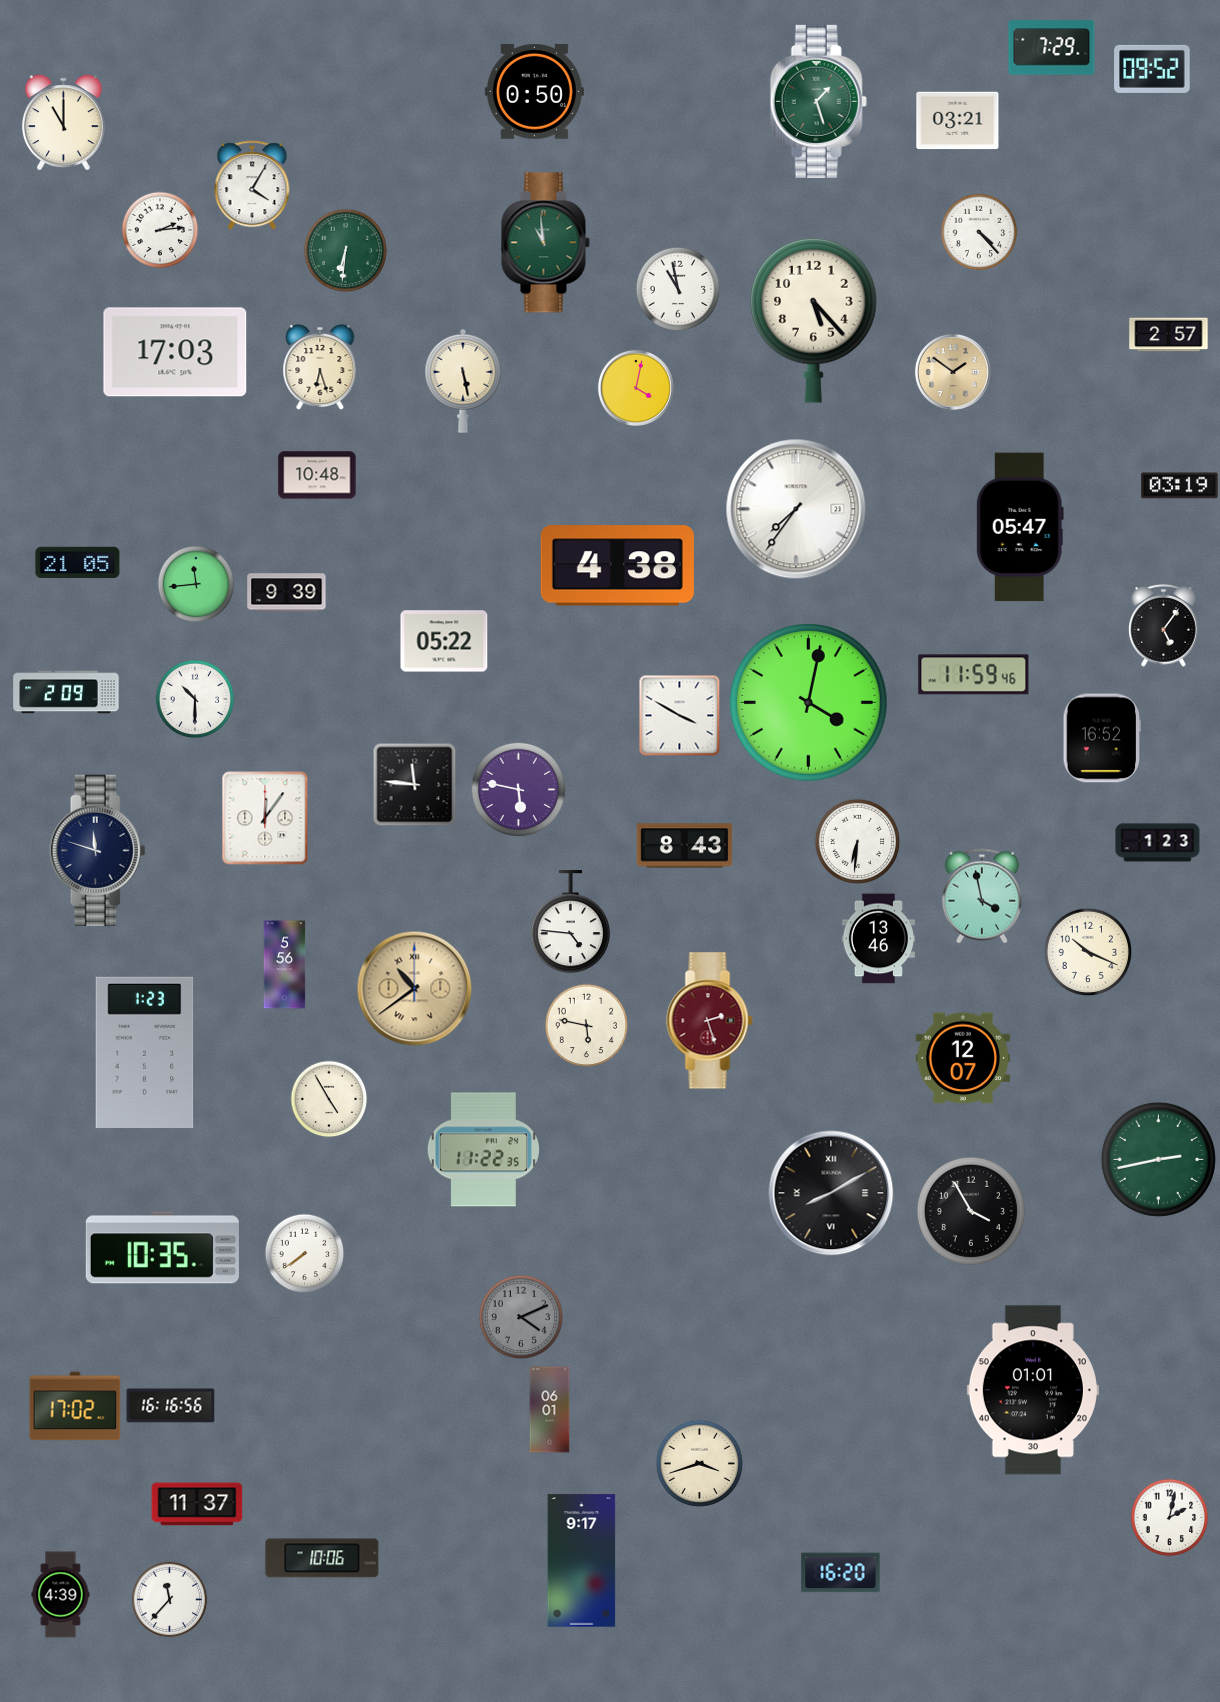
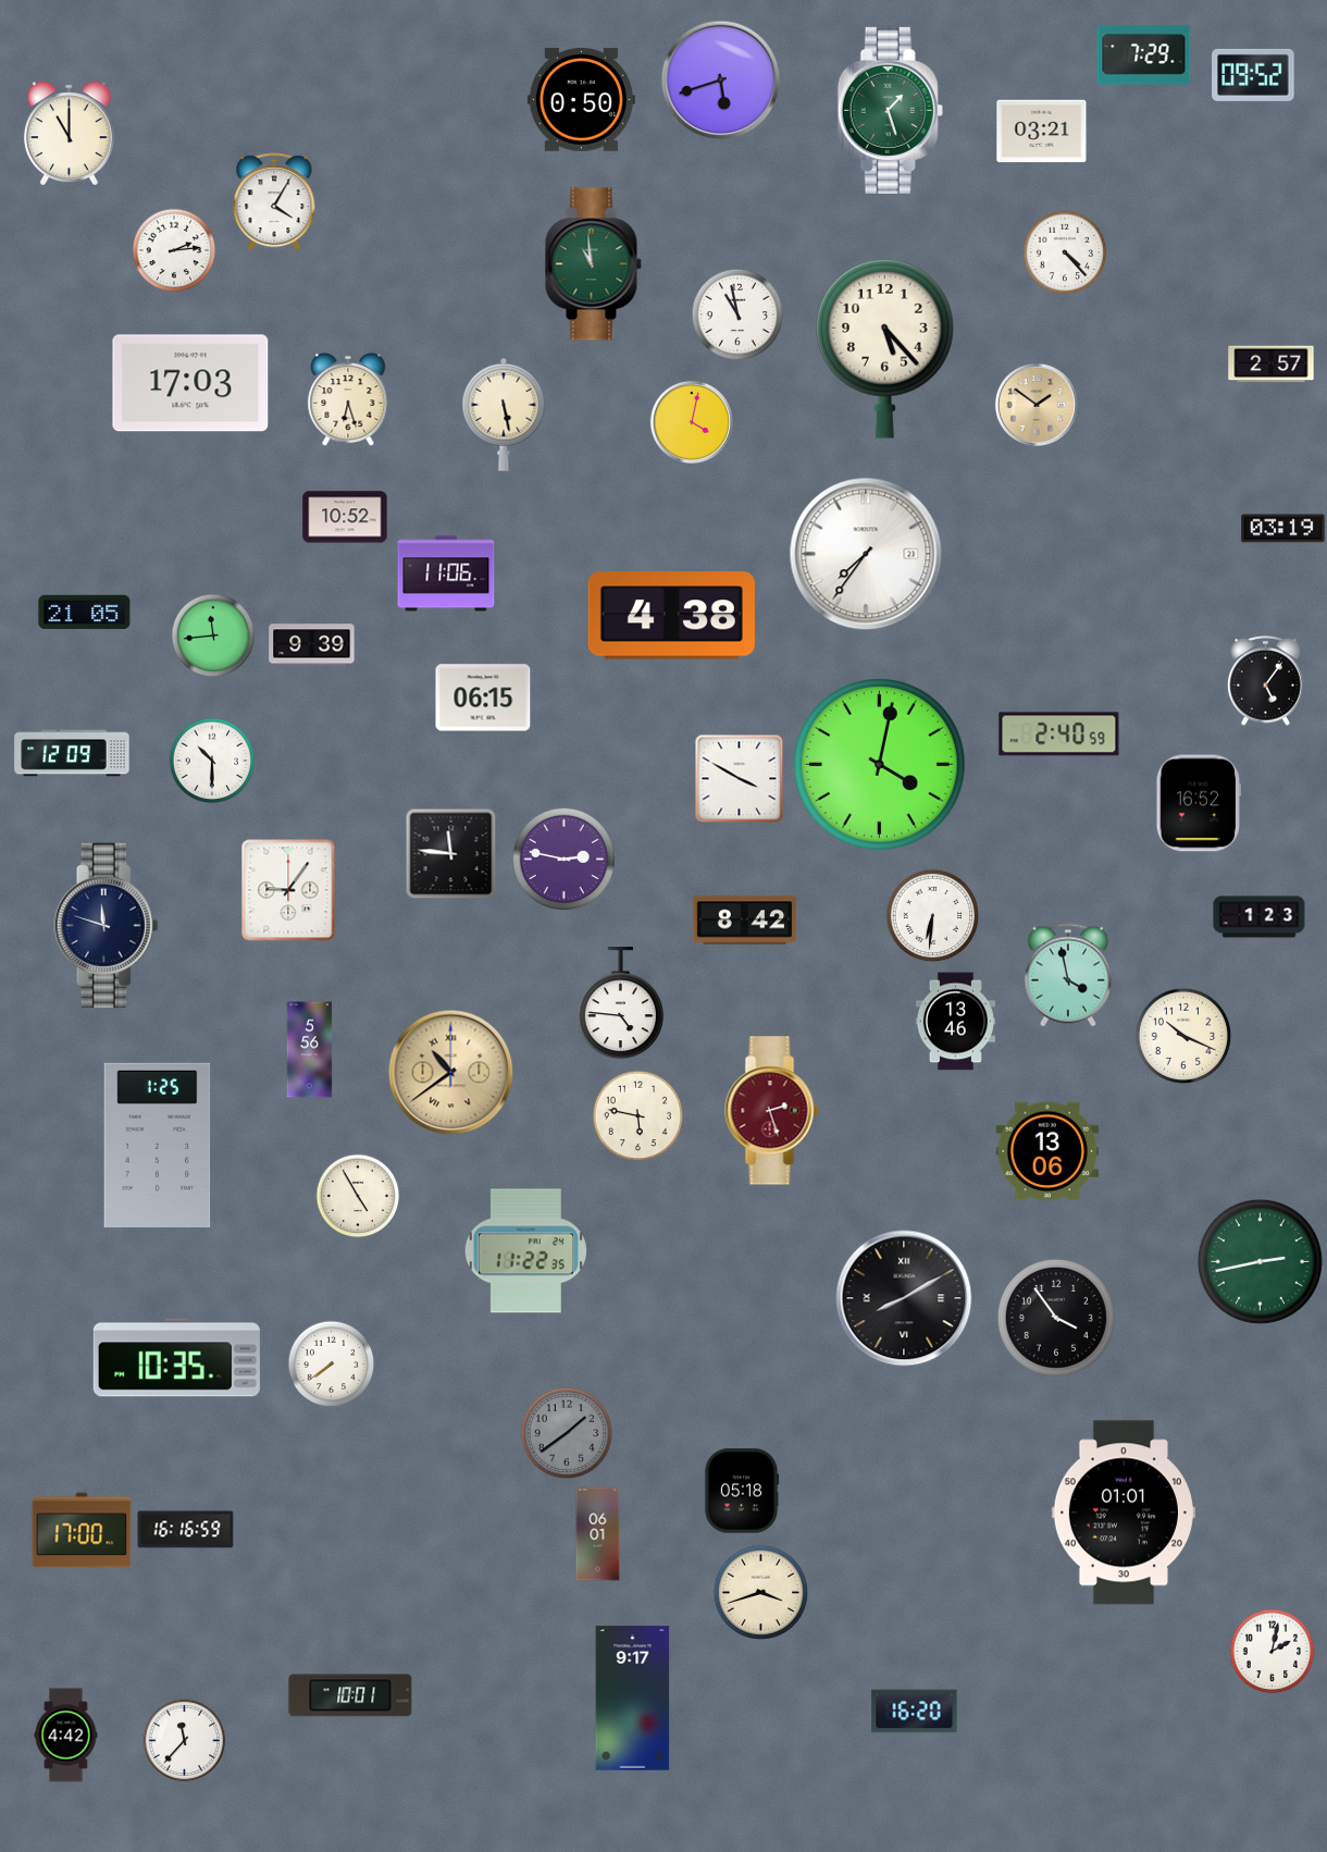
clock at (1052, 48) position: (1052, 48) -> (1144, 55)
clock at (721, 81): none -> 5:42
clock at (346, 251): 6:31 -> none
clock at (317, 475): 10:48 -> 10:52
clock at (446, 573): none -> 11:06
clock at (1020, 527): 05:47 -> none
clock at (444, 641): 05:22 -> 06:15
clock at (974, 675): 11:59 -> 2:40
clock at (66, 692): 2:09 -> 12:09
clock at (518, 789): 5:47 -> 2:47
clock at (265, 818): 12:06 -> 9:06
clock at (685, 846): 8:43 -> 8:42
clock at (415, 989) position: (415, 989) -> (451, 1073)
clock at (145, 1052): 1:23 -> 1:25
clock at (963, 1058): 12:07 -> 13:06
clock at (971, 1211): 3:55 -> 3:54
clock at (521, 1317): 4:11 -> 1:39
clock at (742, 1491): none -> 05:18
clock at (75, 1406): 17:02 -> 17:00
clock at (171, 1406): 16:16:56 -> 16:16:59
clock at (197, 1504): 11:37 -> none
clock at (322, 1558): 10:06 -> 10:01
clock at (61, 1595): 4:39 -> 4:42
